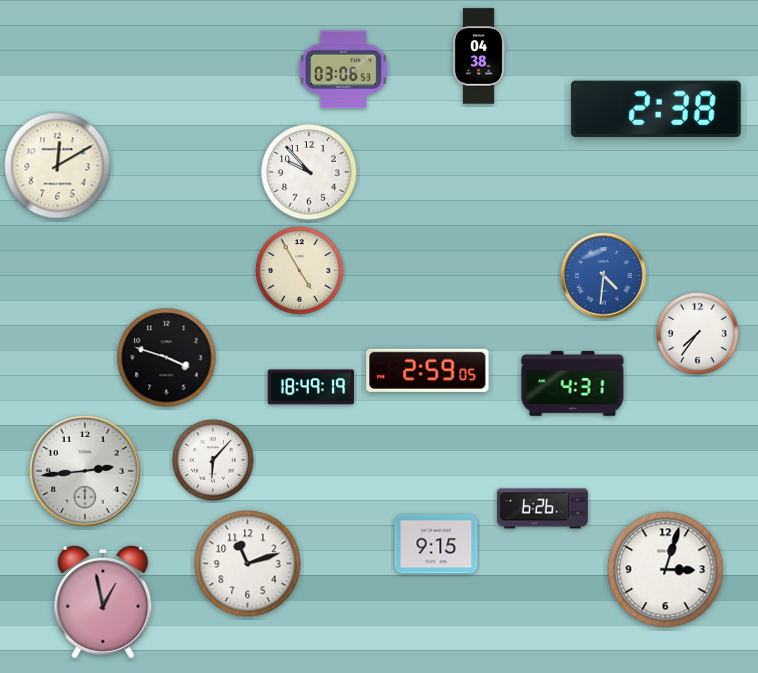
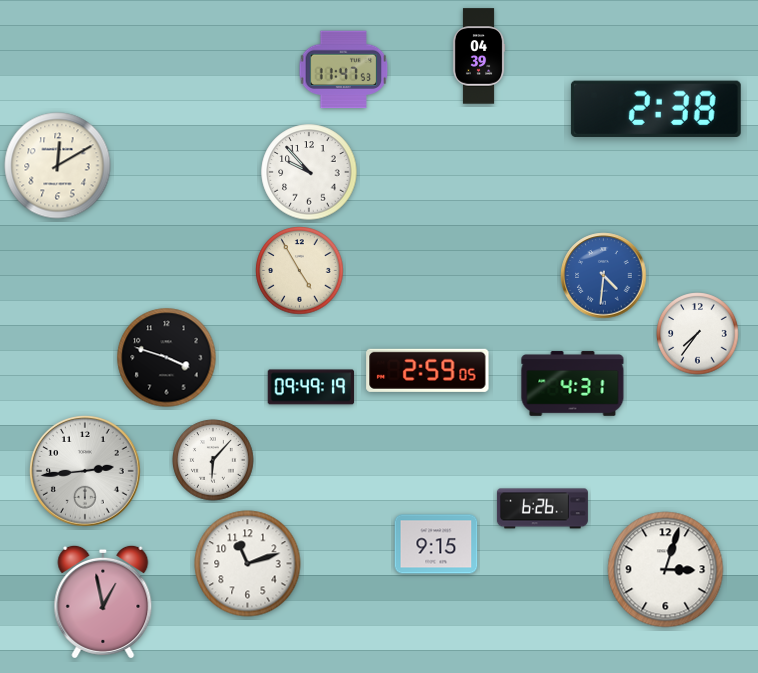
clock at (479, 56): 04:38 -> 04:39
clock at (344, 70): 03:06 -> 11:47
clock at (311, 387): 18:49 -> 09:49
